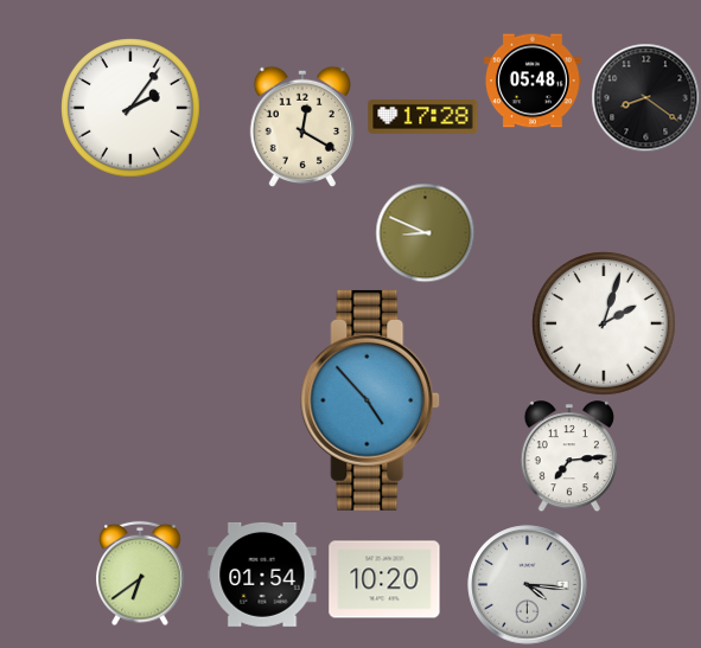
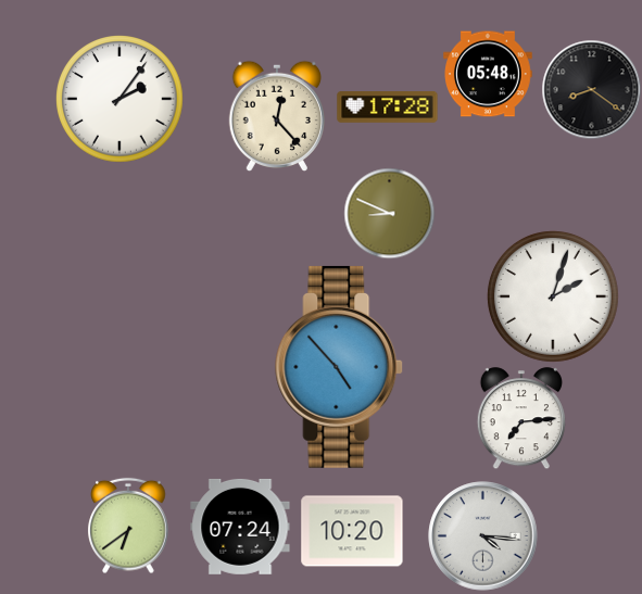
clock at (302, 126): 12:20 -> 12:23
clock at (262, 575): 01:54 -> 07:24
